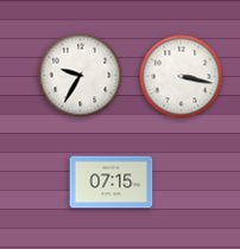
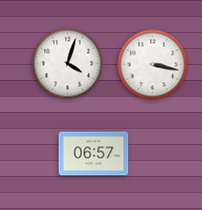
clock at (81, 76): 9:35 -> 4:03
clock at (112, 183): 07:15 -> 06:57
